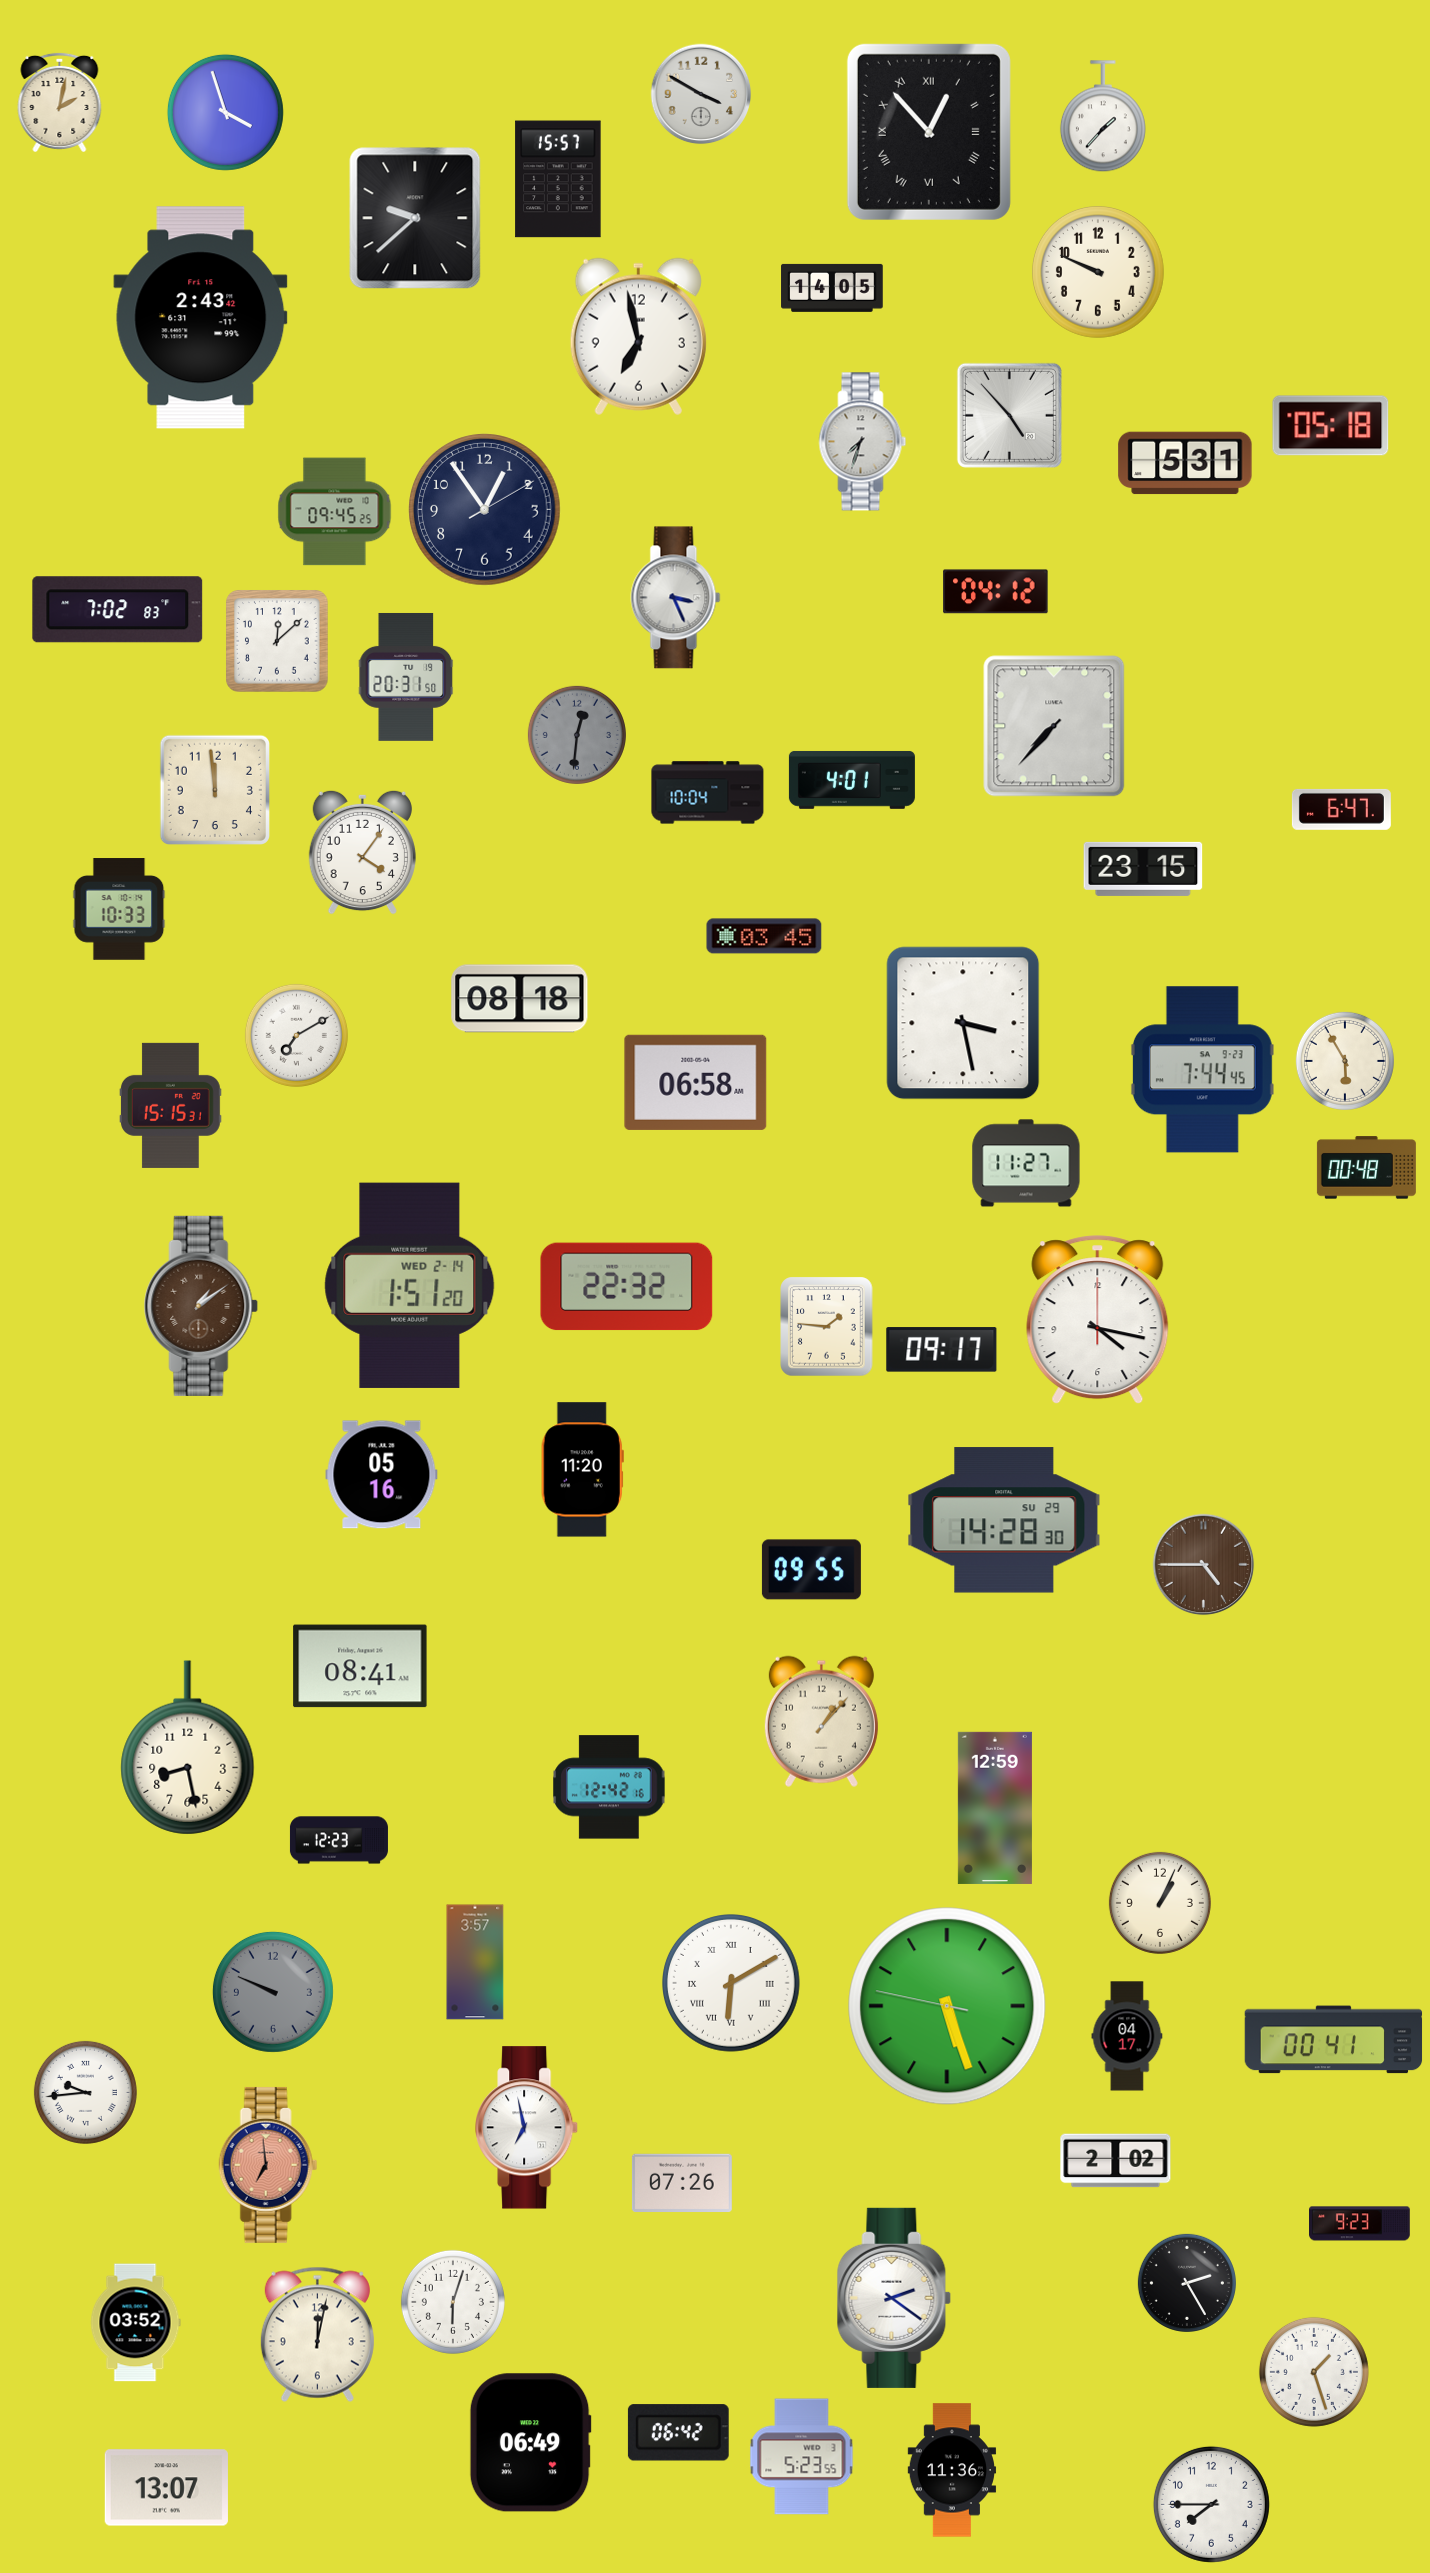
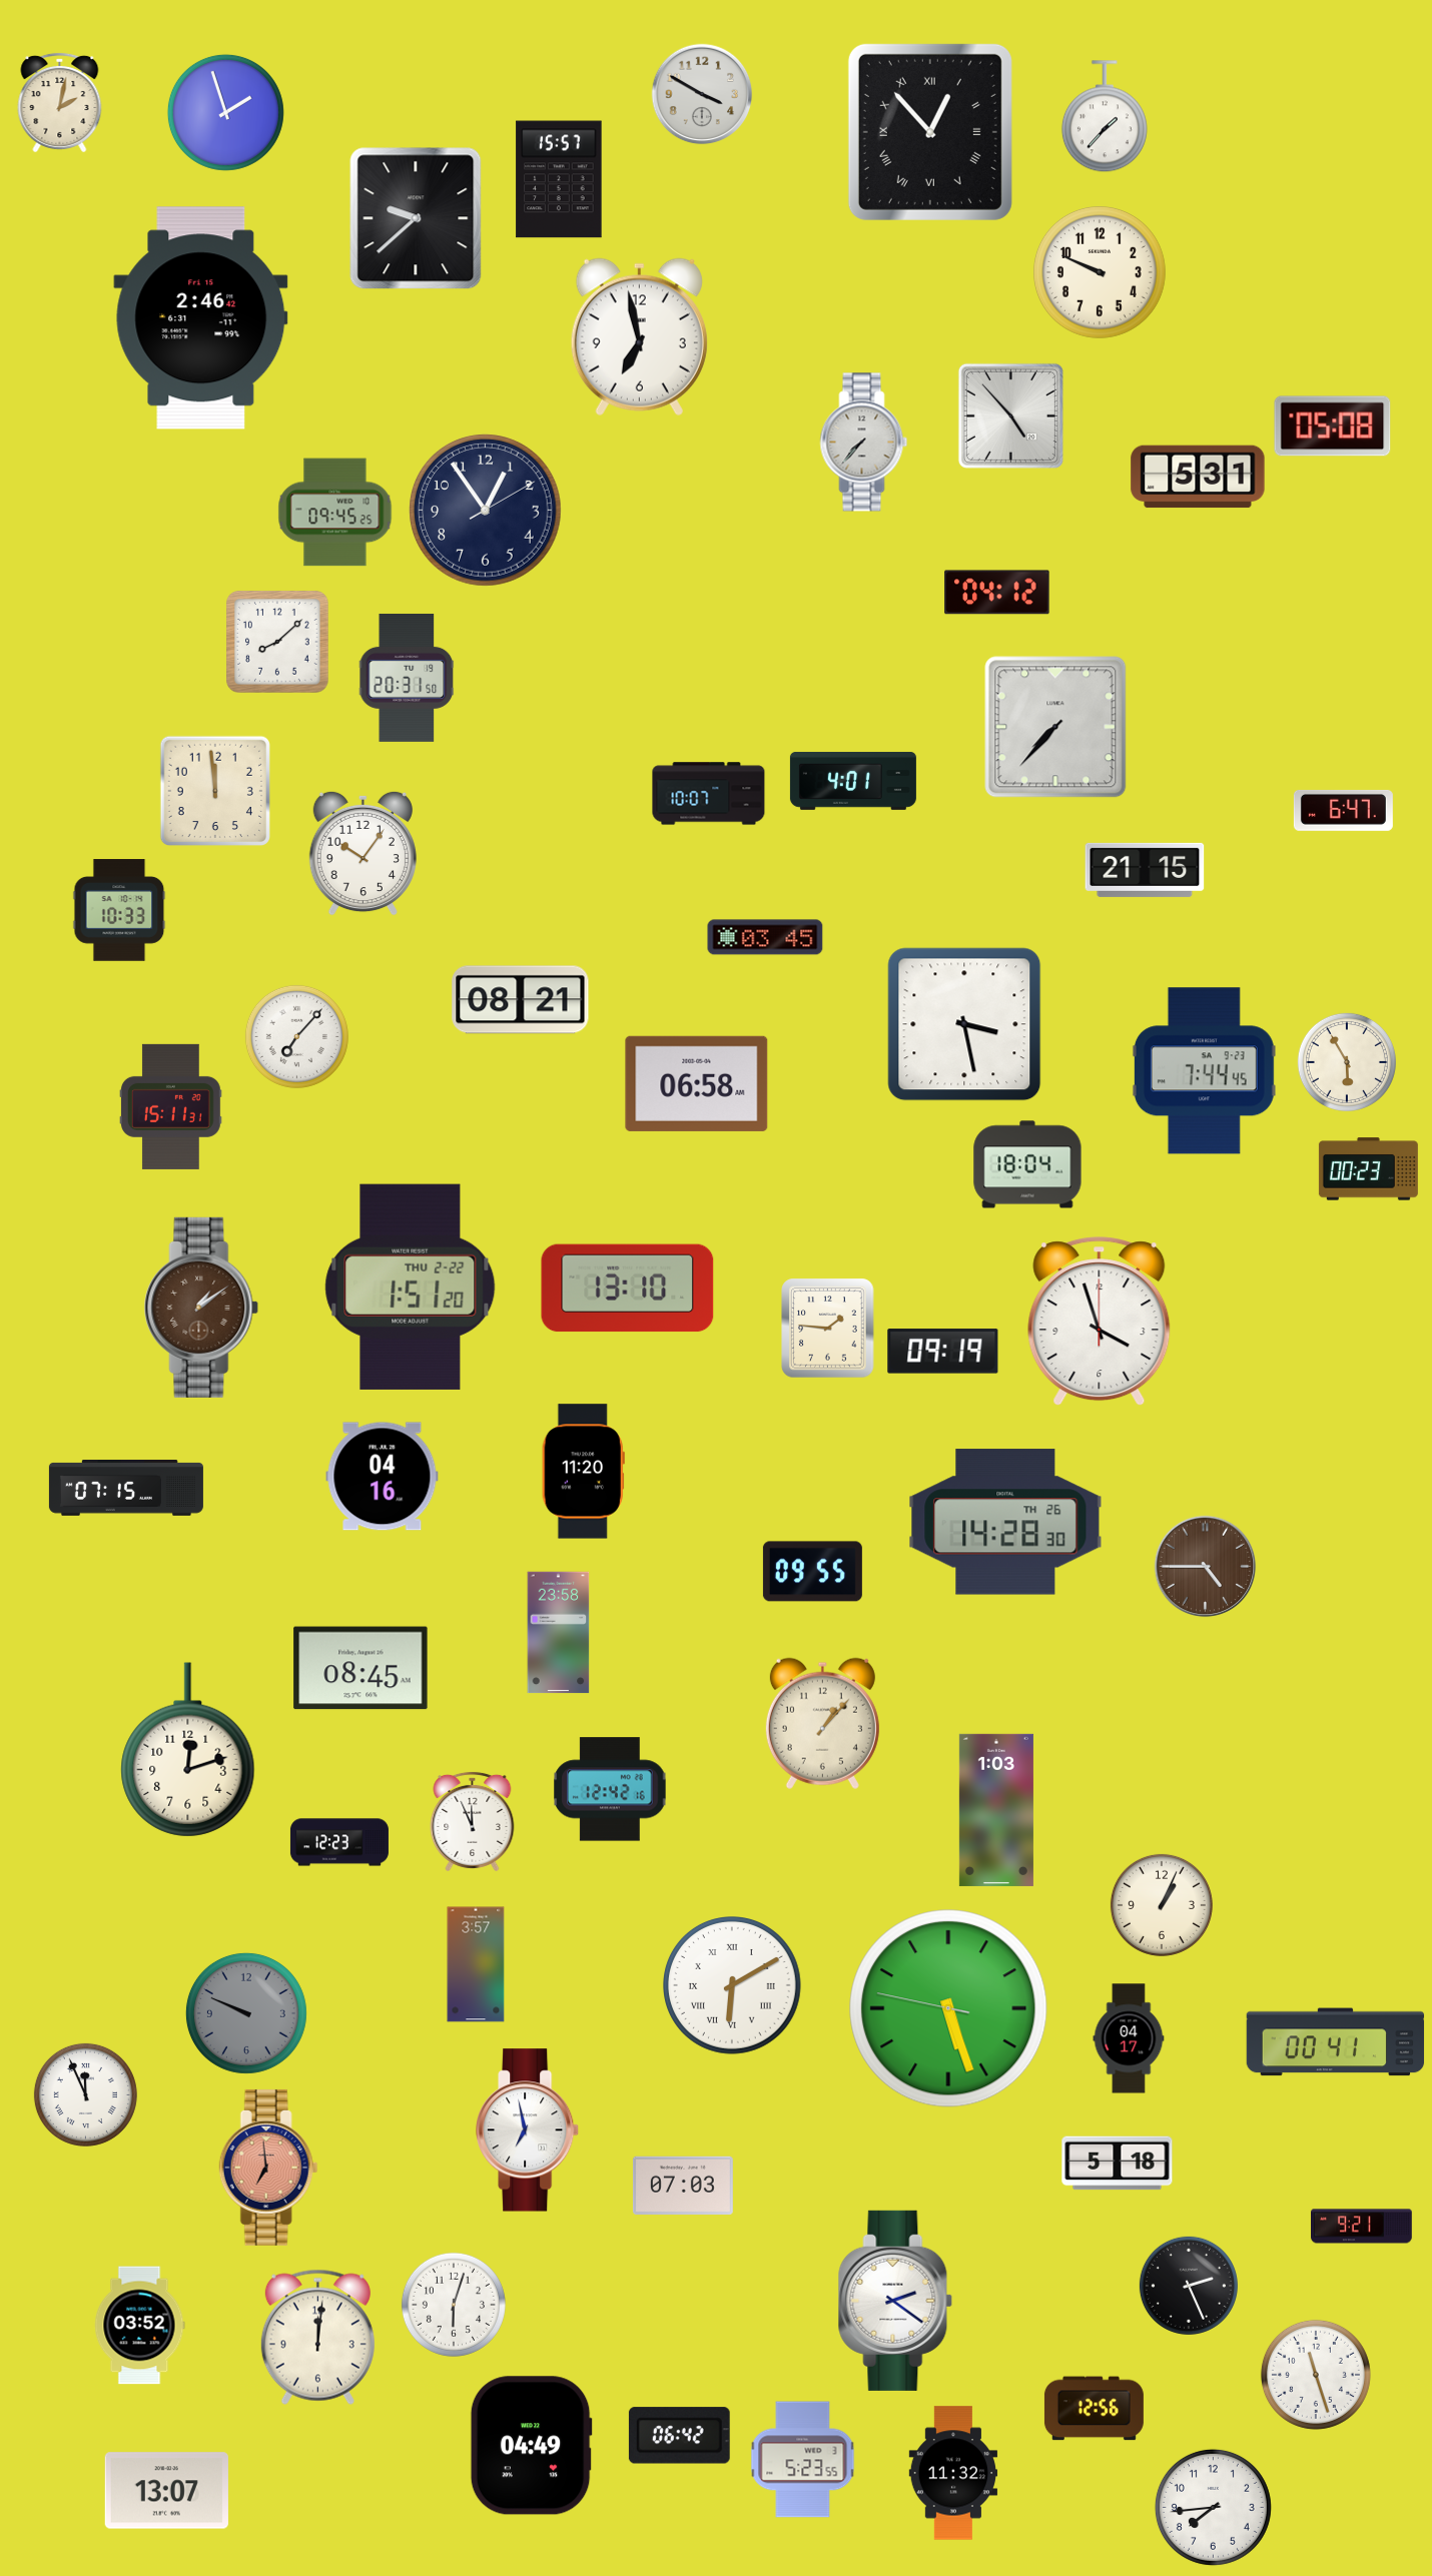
clock at (225, 112): 3:57 -> 1:57
clock at (832, 288): 14:05 -> none
clock at (201, 318): 2:43 -> 2:46
clock at (1331, 426): 05:18 -> 05:08
clock at (863, 442): 7:33 -> 7:37
clock at (1185, 463) position: (1185, 463) -> (1198, 477)
clock at (676, 598): 3:26 -> none
clock at (118, 610): 7:02 -> none
clock at (277, 641): 12:08 -> 8:08
clock at (577, 735): 12:31 -> none
clock at (708, 793): 10:04 -> 10:07
clock at (362, 852): 4:06 -> 10:06
clock at (1143, 869): 23:15 -> 21:15
clock at (520, 999): 08:18 -> 08:21
clock at (296, 1035): 7:10 -> 7:07
clock at (170, 1105): 15:15 -> 15:11
clock at (1026, 1163): 11:27 -> 18:04
clock at (1366, 1168): 00:48 -> 00:23
clock at (410, 1285) date: WED 2-14 -> THU 2-22
clock at (627, 1287): 22:32 -> 13:10
clock at (1098, 1320): 4:17 -> 3:57
clock at (942, 1350): 09:17 -> 09:19
clock at (382, 1475): 05:16 -> 04:16
clock at (126, 1489): none -> 07:15
clock at (1004, 1520) date: SU 29 -> TH 26
clock at (559, 1633): none -> 23:58
clock at (360, 1666): 08:41 -> 08:45
clock at (188, 1748): 8:28 -> 12:12
clock at (995, 1808): 12:59 -> 1:03
clock at (473, 1821): none -> 11:56
clock at (273, 1992) position: (273, 1992) -> (246, 2013)
clock at (85, 2092): 9:44 -> 11:56
clock at (1116, 2161): 2:02 -> 5:18
clock at (682, 2182): 07:26 -> 07:03
clock at (1360, 2224): 9:23 -> 9:21
clock at (1187, 2283): 2:25 -> 2:26
clock at (135, 2323) position: (135, 2323) -> (139, 2326)
clock at (317, 2334): 12:02 -> 12:01
clock at (1314, 2372): 1:27 -> 11:27
clock at (1094, 2409): none -> 12:56
clock at (530, 2443): 06:49 -> 04:49
clock at (952, 2470): 11:36 -> 11:32
clock at (1211, 2504): 7:45 -> 7:44
